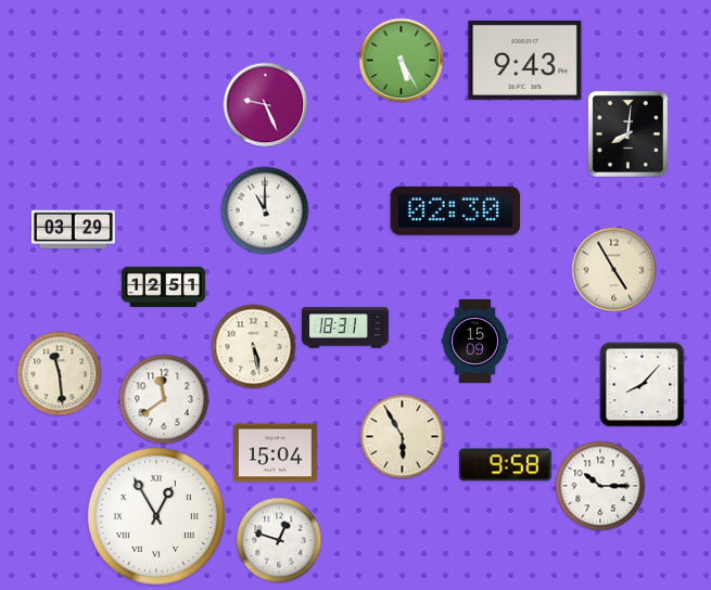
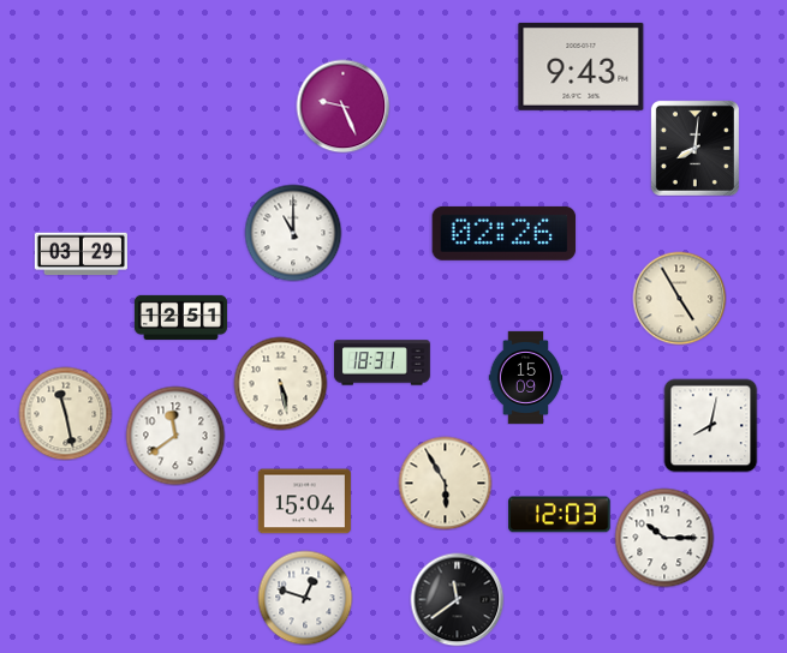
clock at (401, 60): 5:25 -> none
clock at (265, 104) position: (265, 104) -> (342, 106)
clock at (456, 210): 02:30 -> 02:26
clock at (59, 373): 11:29 -> 11:28
clock at (642, 384): 8:07 -> 8:02
clock at (164, 399) position: (164, 399) -> (175, 436)
clock at (506, 465): 9:58 -> 12:03
clock at (156, 516): 12:55 -> none
clock at (279, 540) position: (279, 540) -> (305, 598)
clock at (457, 599): none -> 11:39
